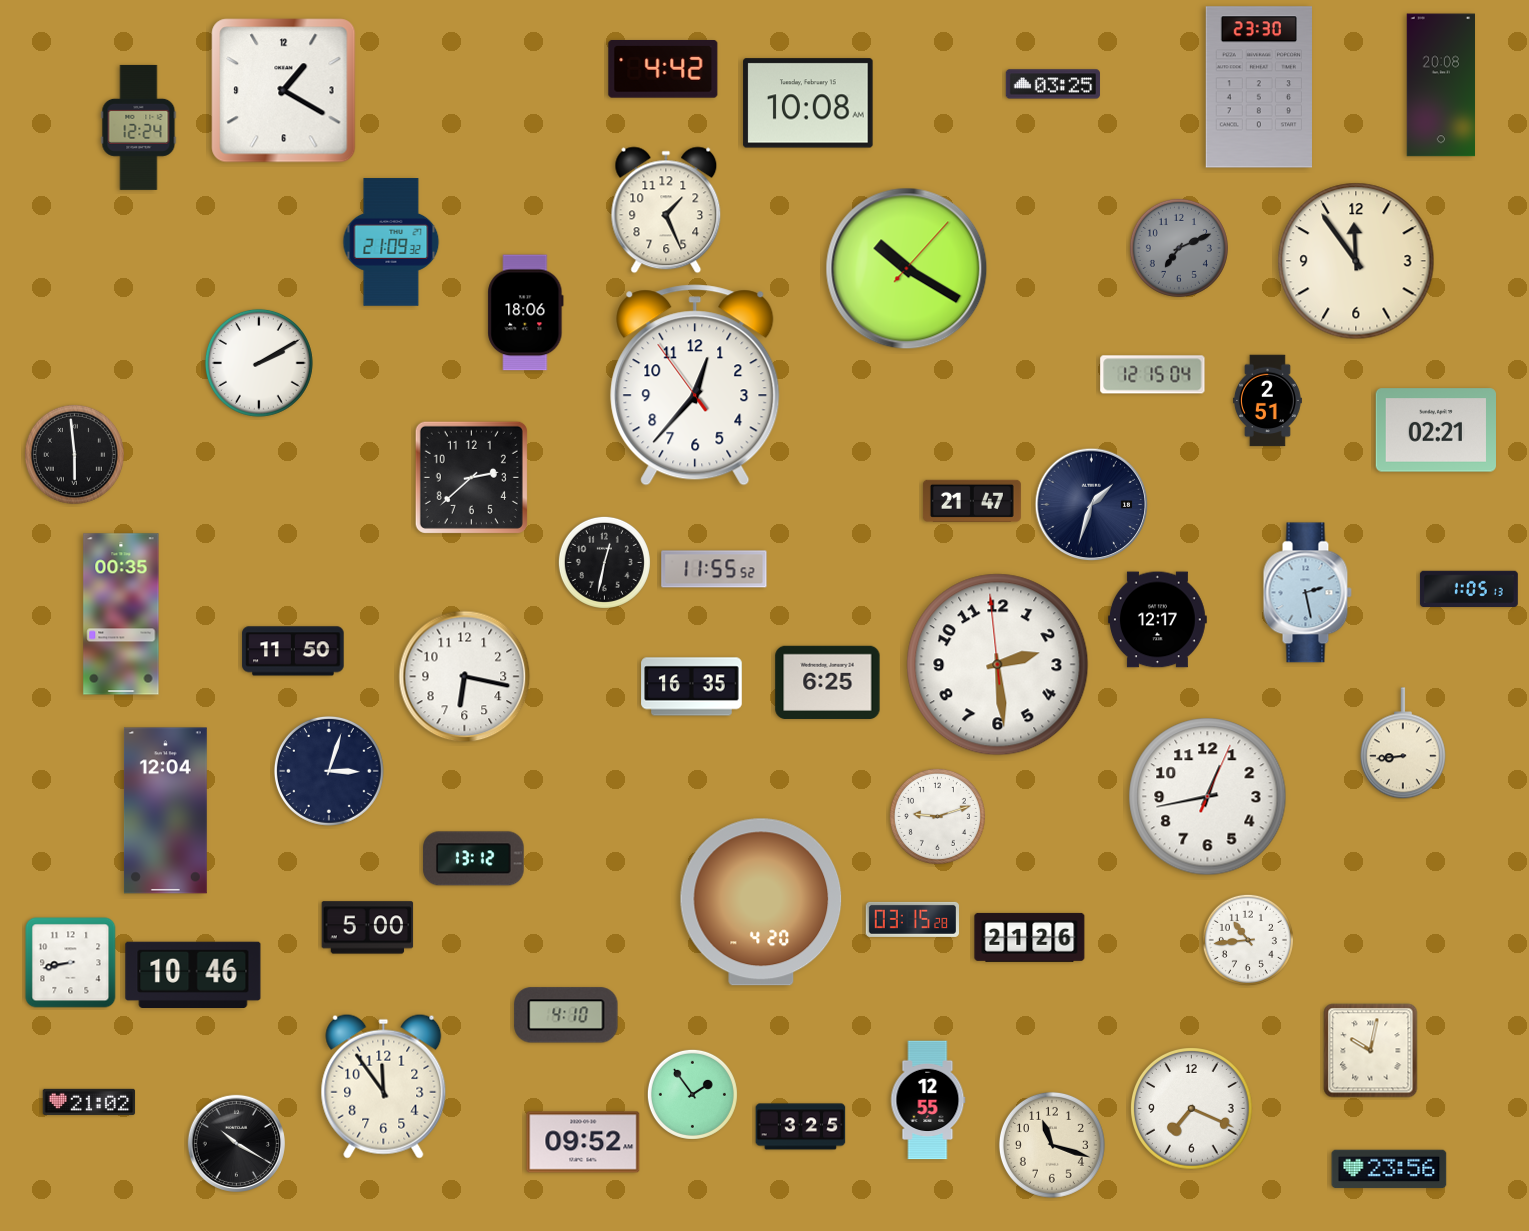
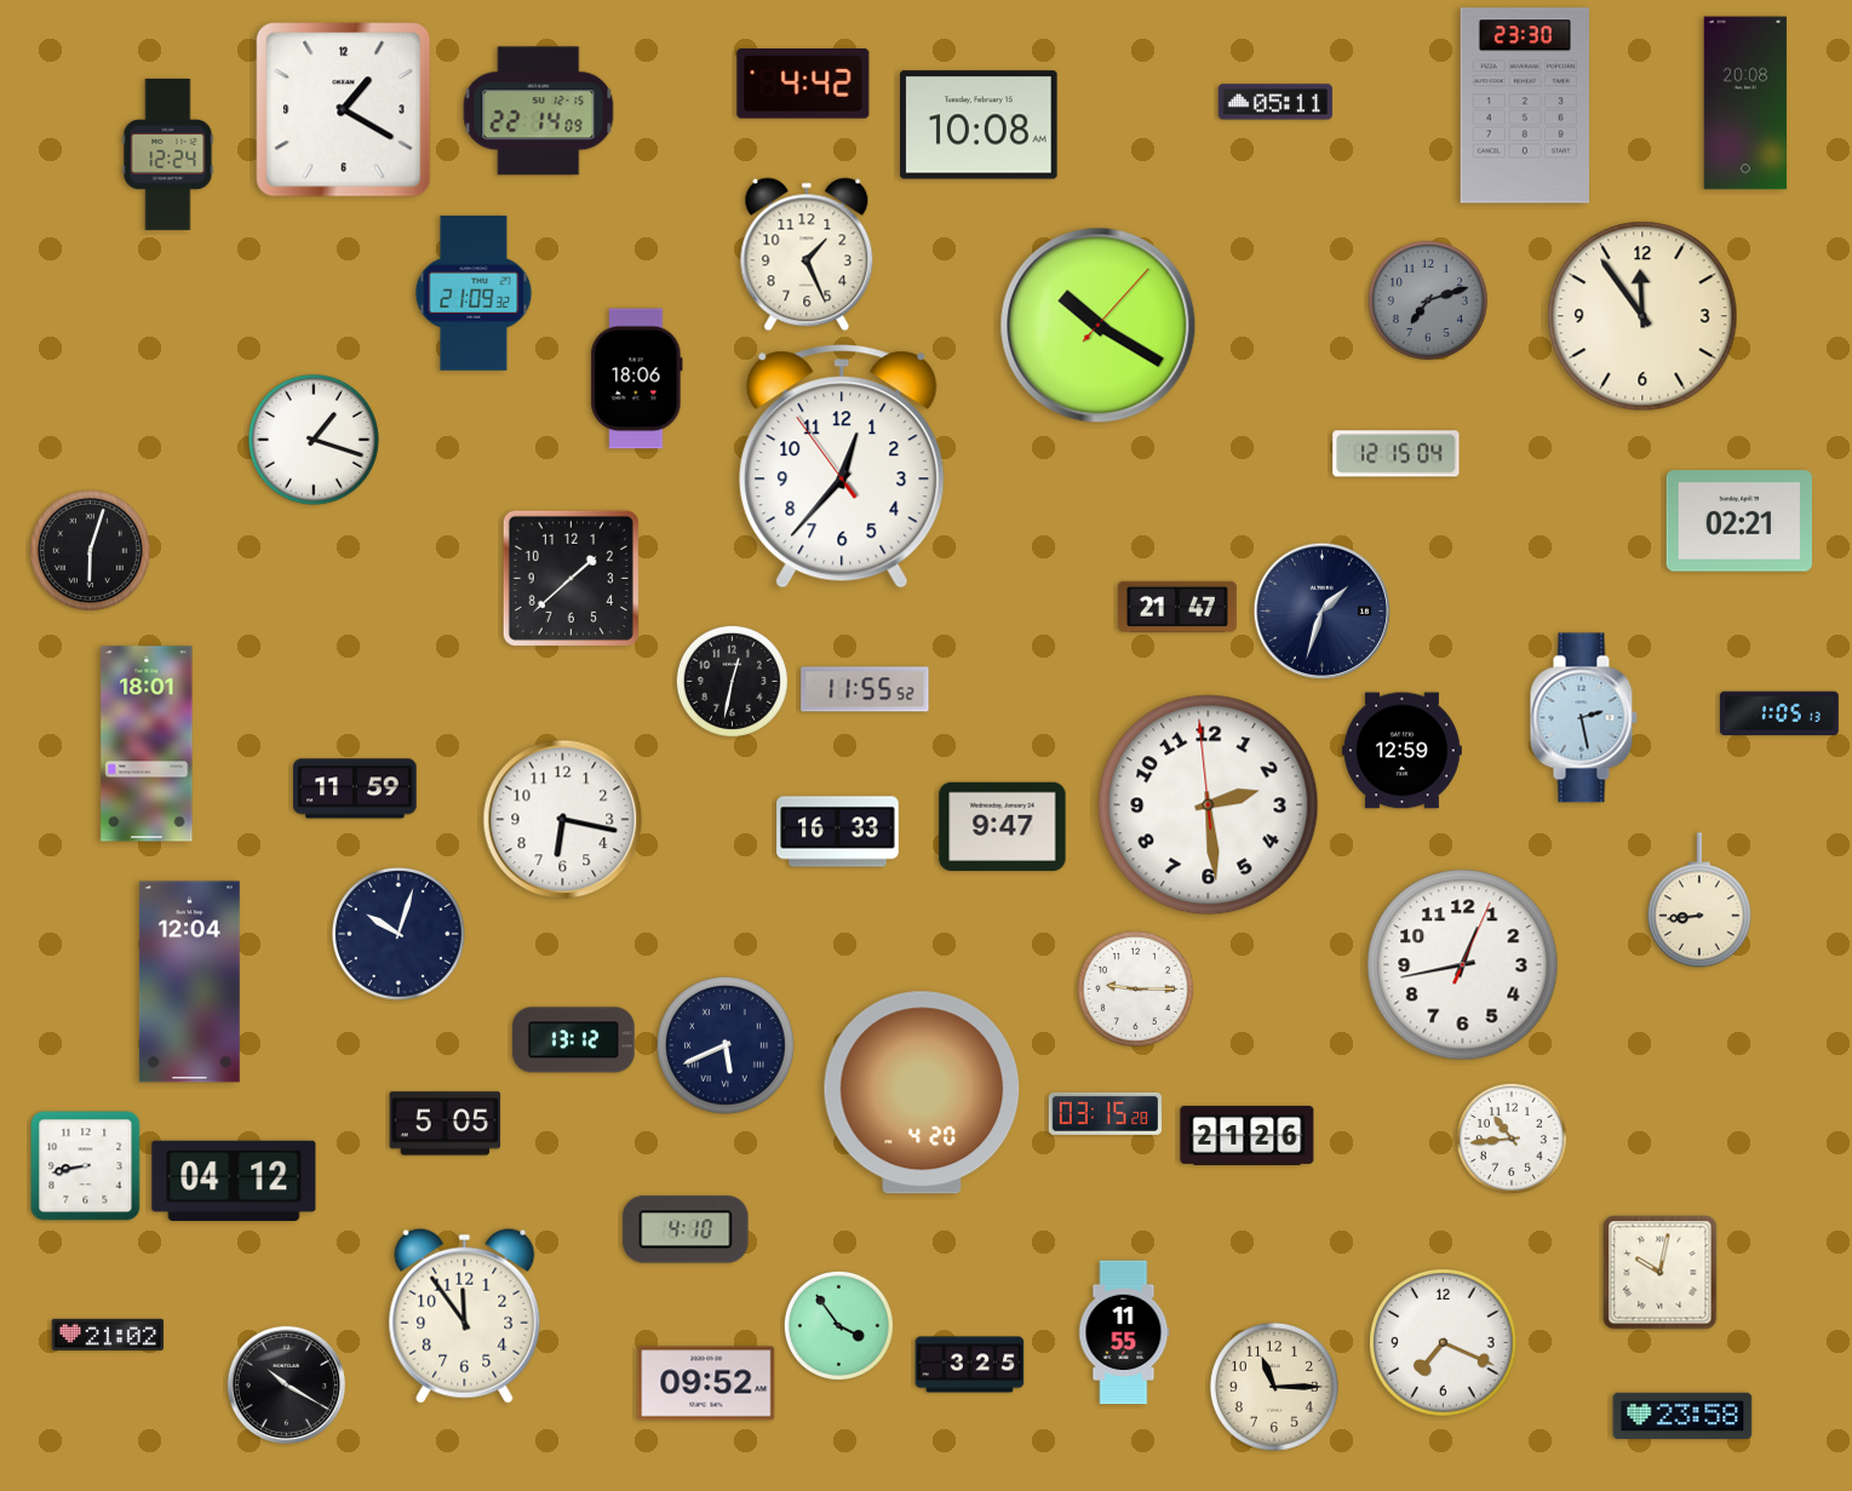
clock at (1053, 84): 03:25 -> 05:11
clock at (539, 111): none -> 22:14
clock at (1179, 248): 7:11 -> 7:12
clock at (259, 363): 2:10 -> 1:18
clock at (1267, 401): 2:51 -> none
clock at (74, 454): 5:59 -> 6:03
clock at (471, 477): 2:38 -> 1:38
clock at (121, 614): 00:35 -> 18:01
clock at (1158, 620): 12:17 -> 12:59
clock at (293, 651): 11:50 -> 11:59
clock at (828, 682): 6:25 -> 9:47
clock at (692, 687): 16:35 -> 16:33
clock at (329, 771): 3:03 -> 10:03
clock at (165, 811) position: (165, 811) -> (189, 982)
clock at (937, 816): 9:12 -> 9:15
clock at (726, 1045): none -> 5:41
clock at (368, 928): 5:00 -> 5:05
clock at (193, 974): 10:46 -> 04:12
clock at (692, 1094): 1:54 -> 3:54
clock at (928, 1100): 12:55 -> 11:55
clock at (1052, 1145): 11:18 -> 11:15
clock at (1389, 1169): 23:56 -> 23:58
